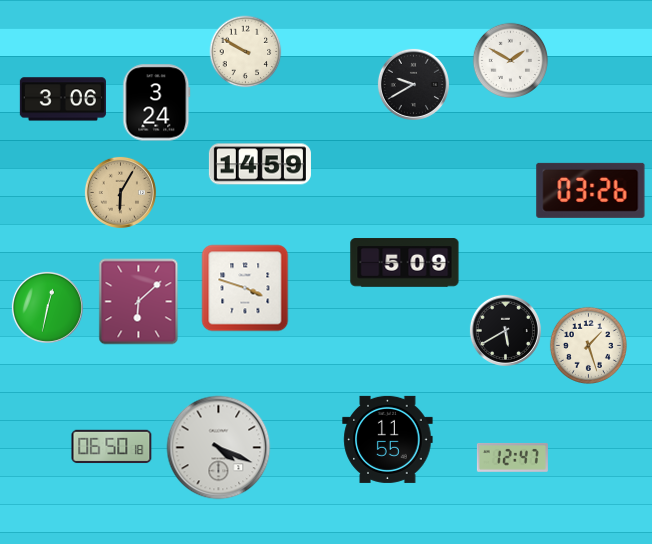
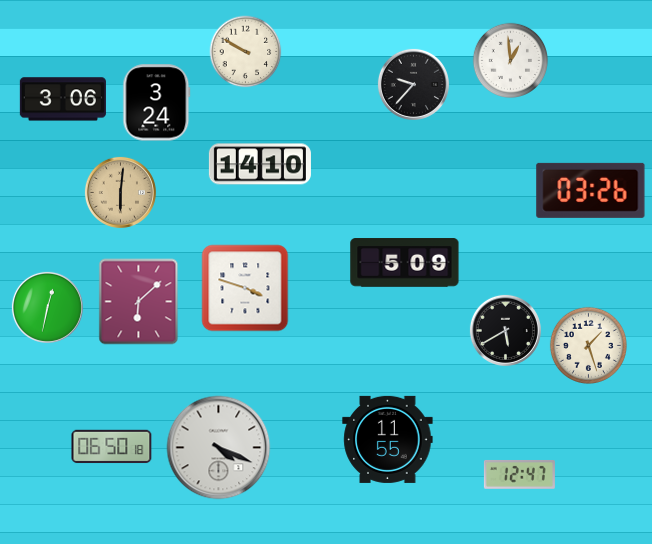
clock at (511, 61): 1:50 -> 12:59
clock at (413, 84): 9:40 -> 9:37
clock at (260, 164): 14:59 -> 14:10
clock at (120, 192): 6:05 -> 6:01
clock at (512, 457) position: (512, 457) -> (519, 474)
